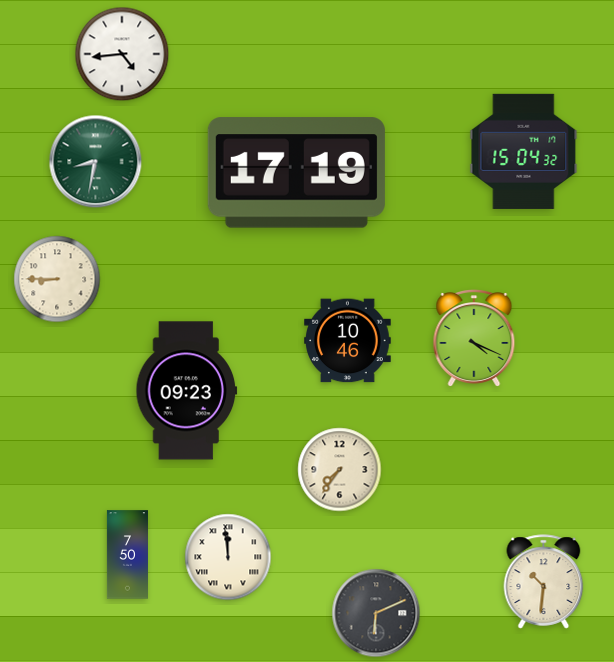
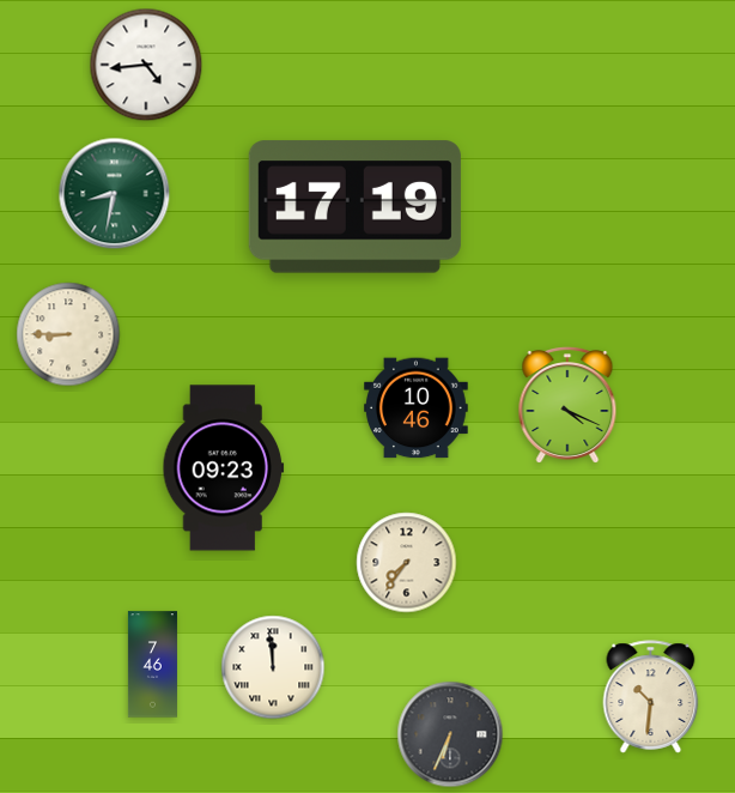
clock at (524, 151): 15:04 -> none
clock at (127, 555): 7:50 -> 7:46
clock at (376, 613): 6:11 -> 6:34
